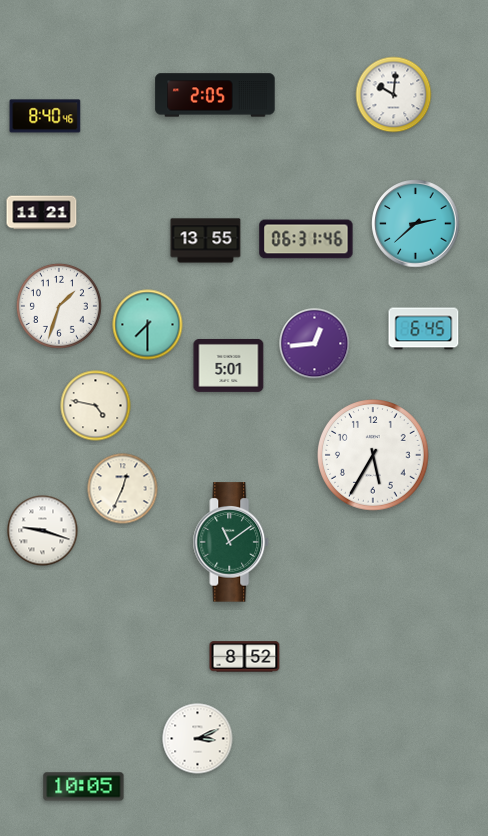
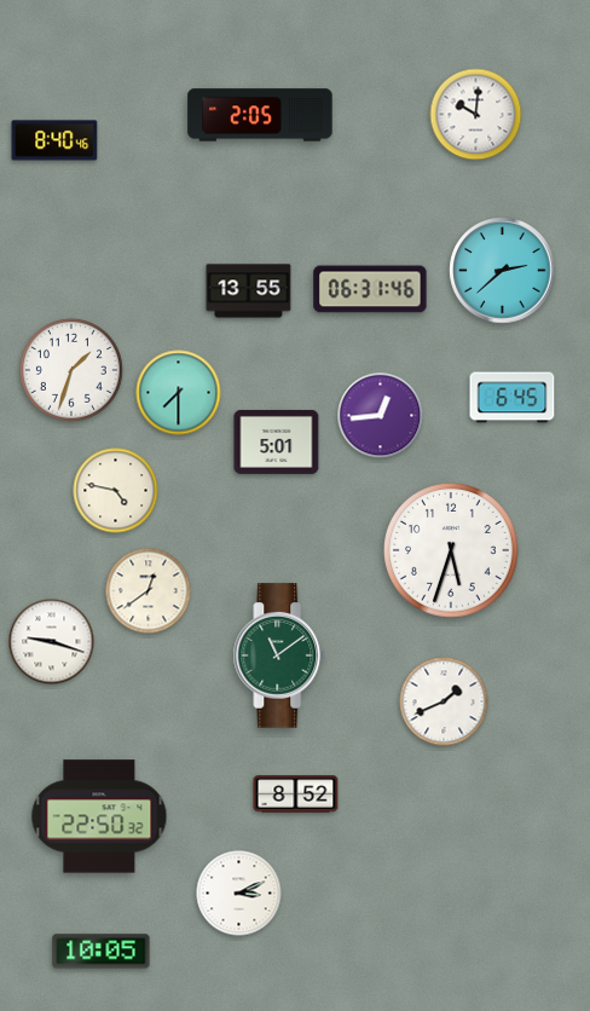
clock at (42, 213): 11:21 -> none
clock at (374, 456): 5:35 -> 5:33
clock at (123, 489): 12:34 -> 12:39
clock at (444, 701): none -> 1:41
clock at (99, 816): none -> 22:50
